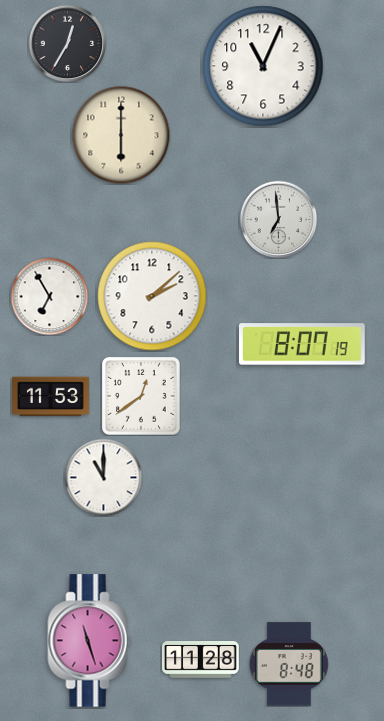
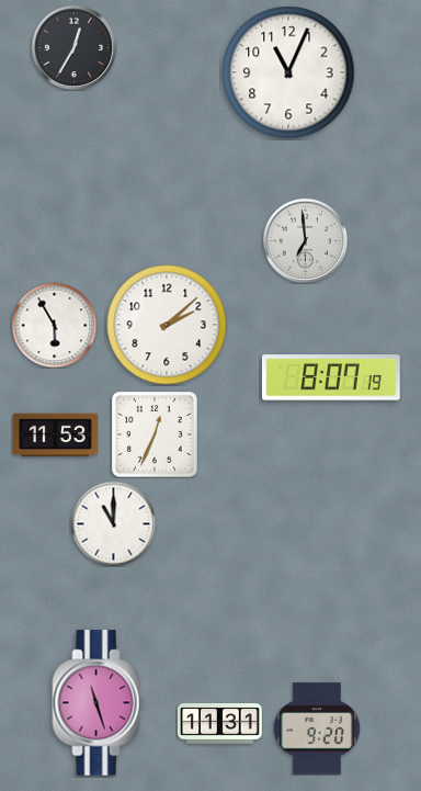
clock at (121, 135): 6:00 -> none
clock at (49, 296): 6:55 -> 5:55
clock at (141, 396): 12:39 -> 12:34
clock at (201, 660): 11:28 -> 11:31
clock at (289, 664): 8:48 -> 9:20
